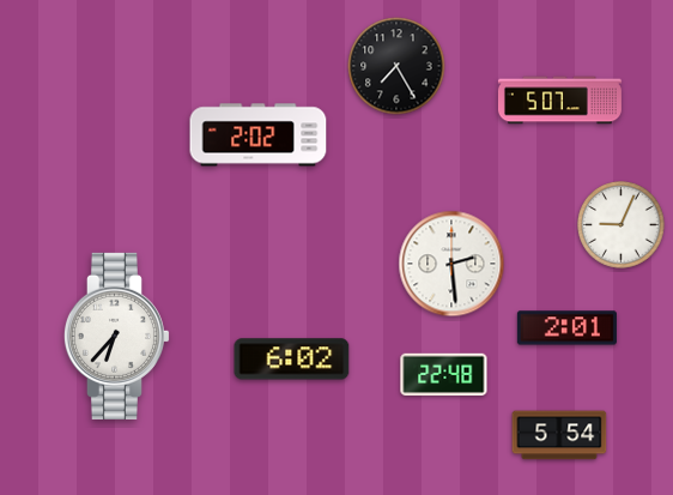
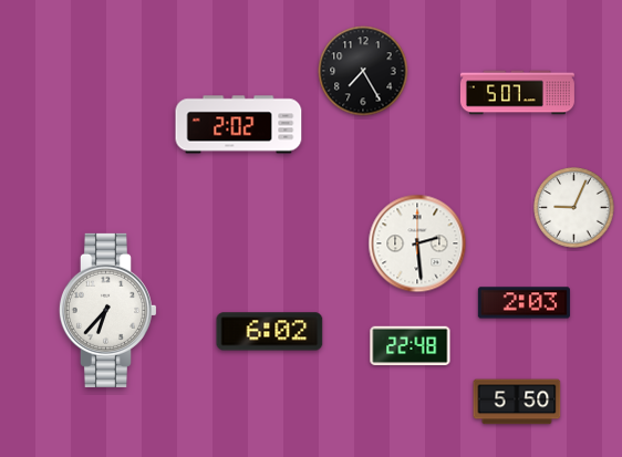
clock at (396, 66) position: (396, 66) -> (363, 71)
clock at (566, 328): 2:01 -> 2:03
clock at (559, 435): 5:54 -> 5:50
